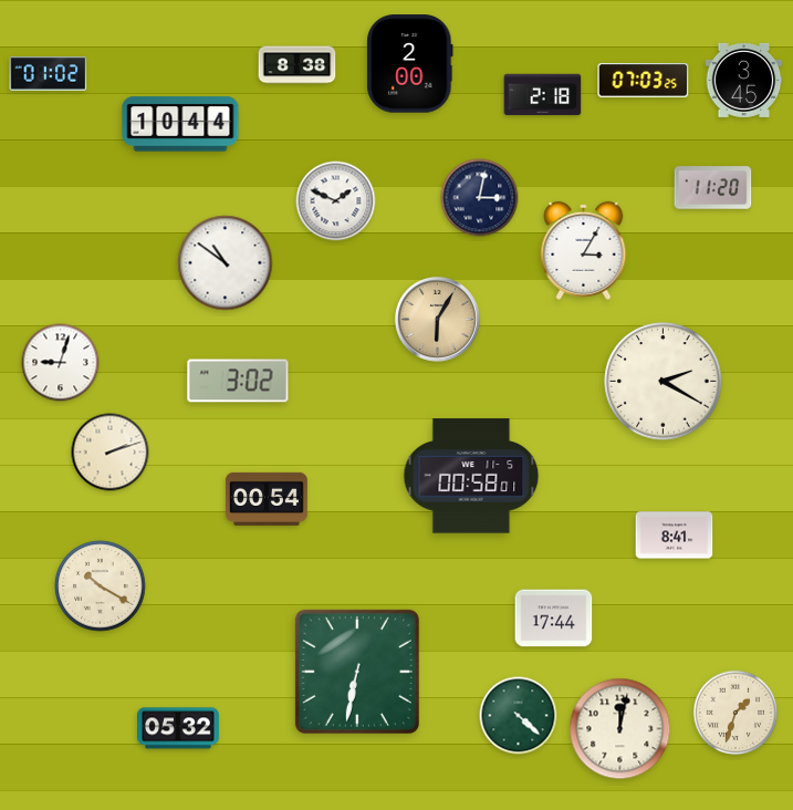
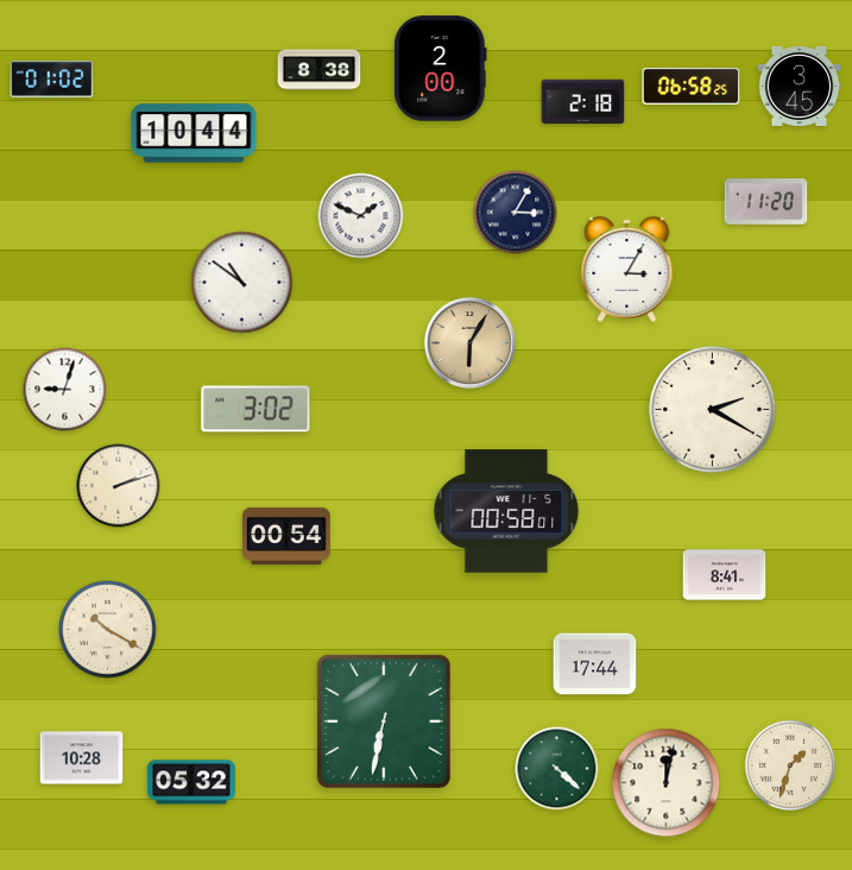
clock at (644, 81): 07:03 -> 06:58
clock at (480, 198): 3:02 -> 3:05
clock at (82, 758): none -> 10:28
